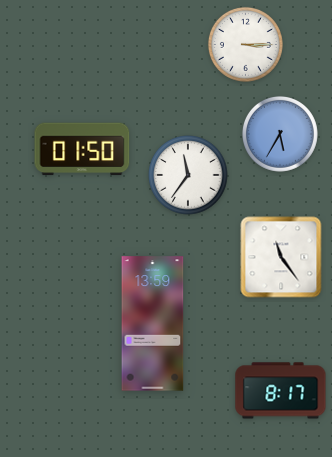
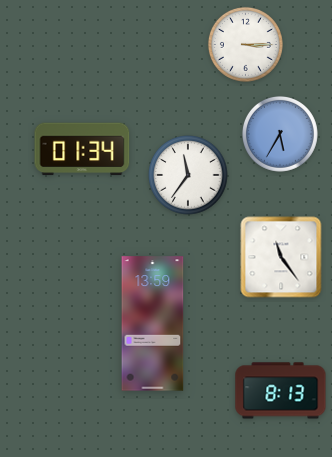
clock at (82, 149): 01:50 -> 01:34
clock at (281, 391): 8:17 -> 8:13
